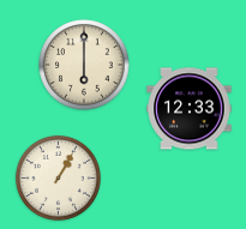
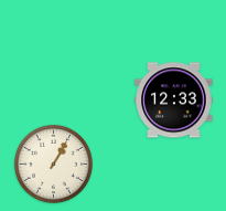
clock at (84, 65): 6:00 -> none
